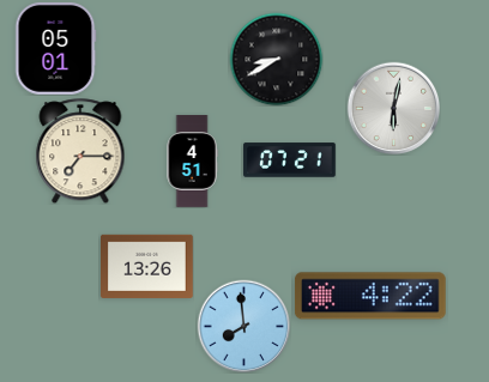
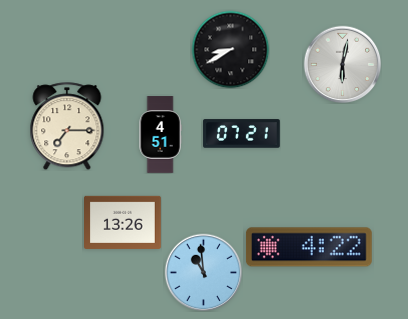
clock at (55, 49): 05:01 -> none
clock at (393, 108) position: (393, 108) -> (342, 64)
clock at (243, 326): 7:59 -> 10:59
